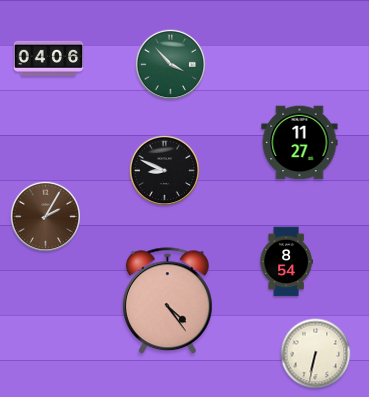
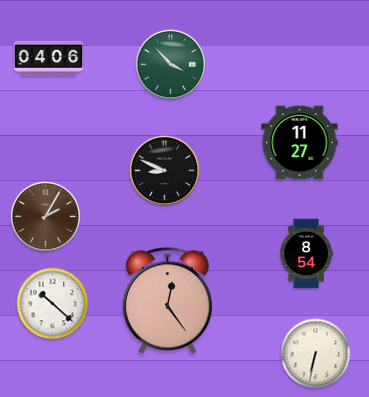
clock at (286, 262) position: (286, 262) -> (306, 254)
clock at (167, 301): 4:24 -> 12:24
clock at (53, 304): none -> 10:22
